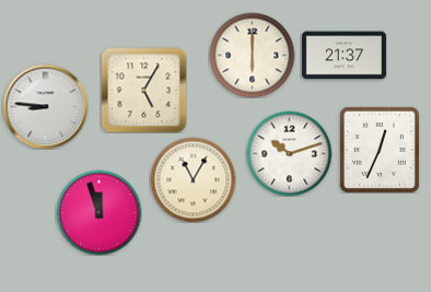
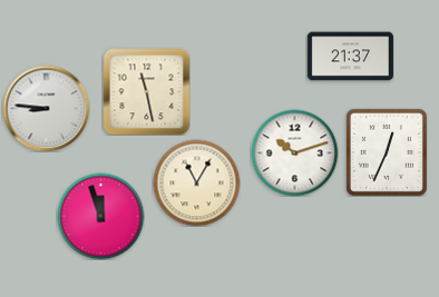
clock at (252, 55): 6:00 -> none
clock at (143, 90): 5:05 -> 11:28
clock at (289, 153) position: (289, 153) -> (294, 152)
